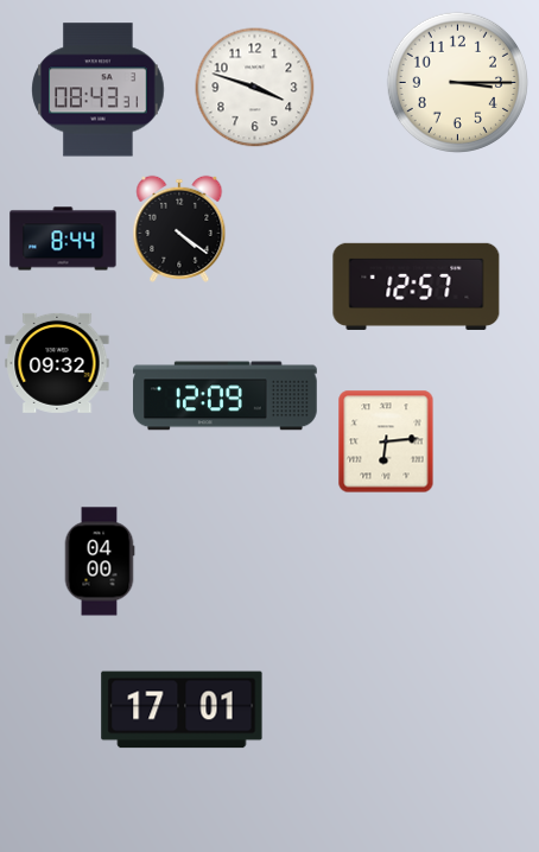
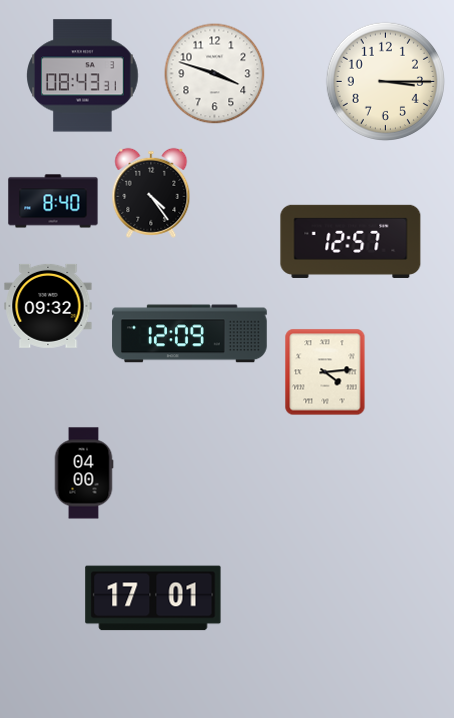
clock at (457, 82) position: (457, 82) -> (385, 81)
clock at (179, 229): 4:21 -> 4:24
clock at (63, 239): 8:44 -> 8:40
clock at (386, 441): 6:14 -> 4:14
